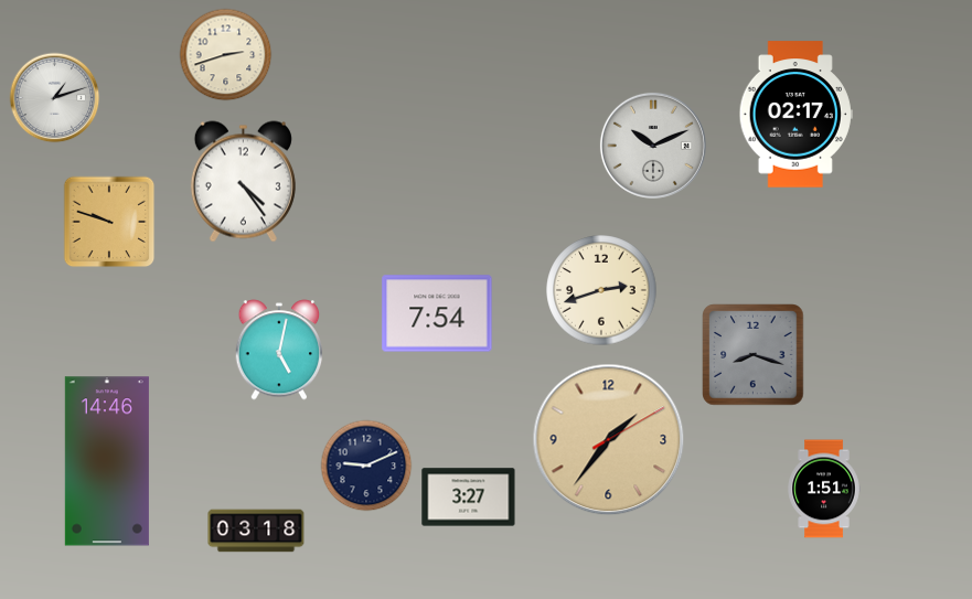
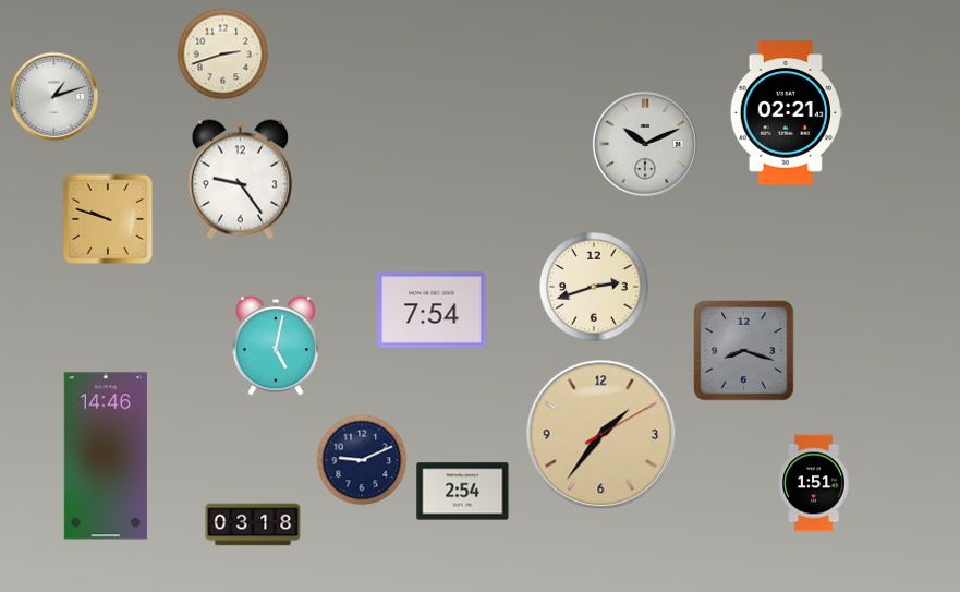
clock at (795, 115): 02:17 -> 02:21
clock at (243, 182): 4:24 -> 9:24
clock at (469, 498): 3:27 -> 2:54
